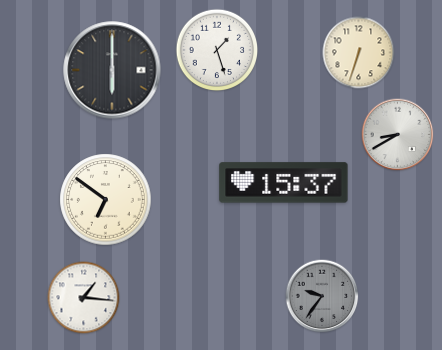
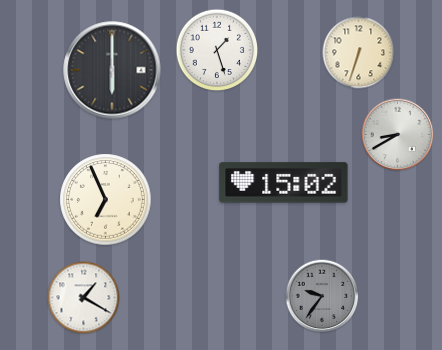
clock at (284, 183): 15:37 -> 15:02
clock at (106, 200): 6:51 -> 6:56
clock at (84, 298): 1:16 -> 1:20
